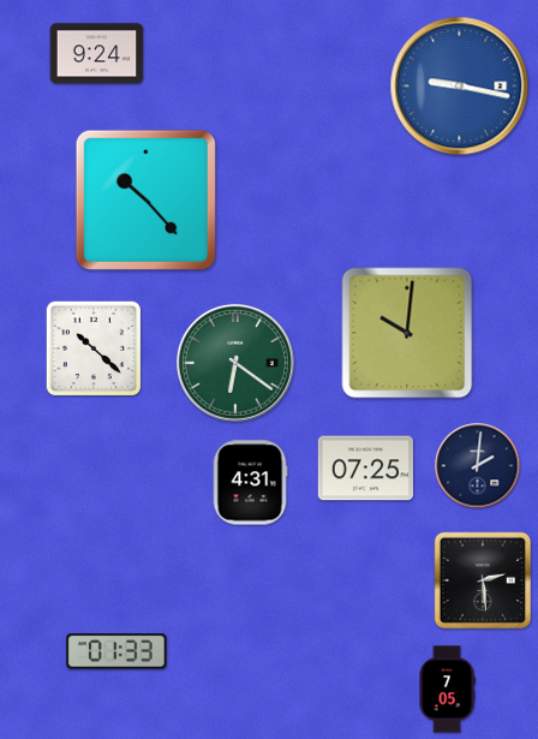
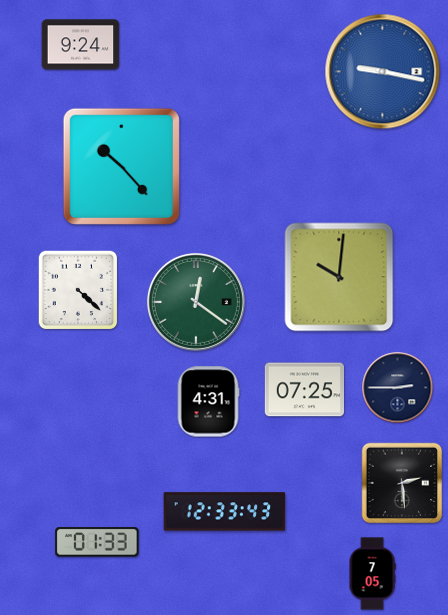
clock at (94, 348): 10:22 -> 4:22
clock at (235, 363): 6:21 -> 12:21
clock at (478, 466): 2:01 -> 2:45
clock at (225, 512): none -> 12:33
